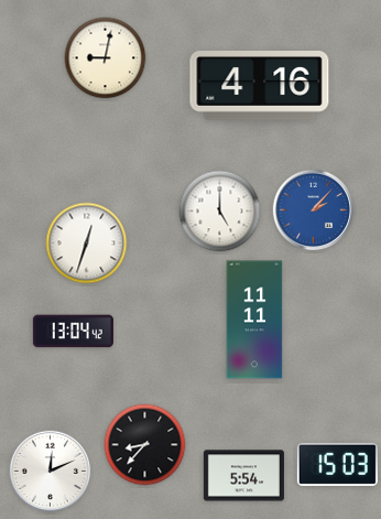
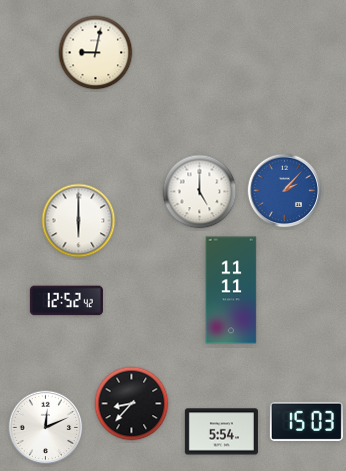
clock at (260, 86): 4:16 -> none
clock at (87, 244): 12:33 -> 6:00
clock at (73, 332): 13:04 -> 12:52
